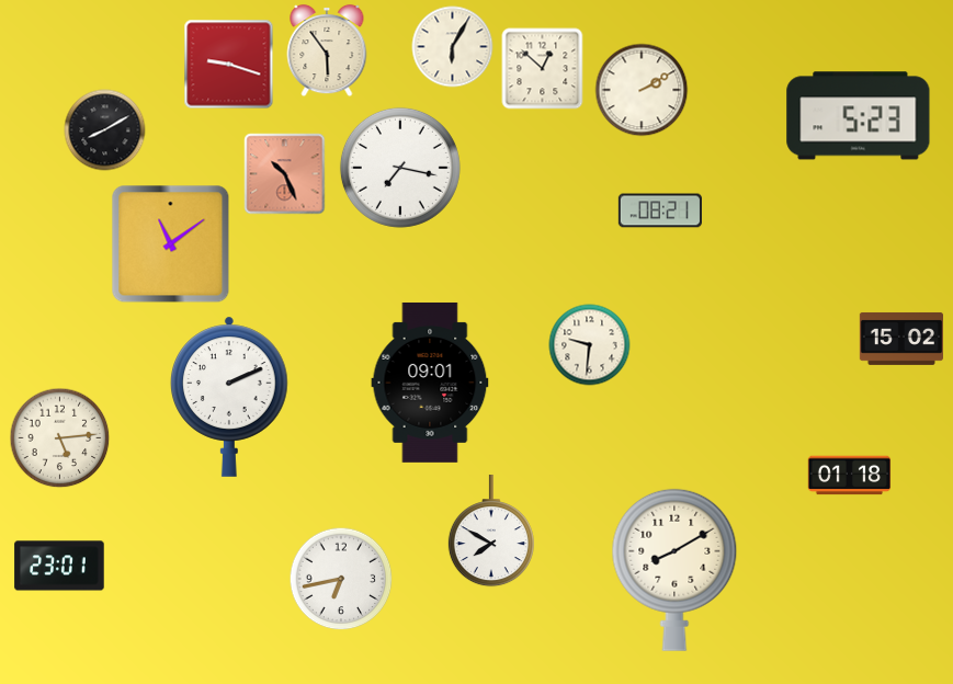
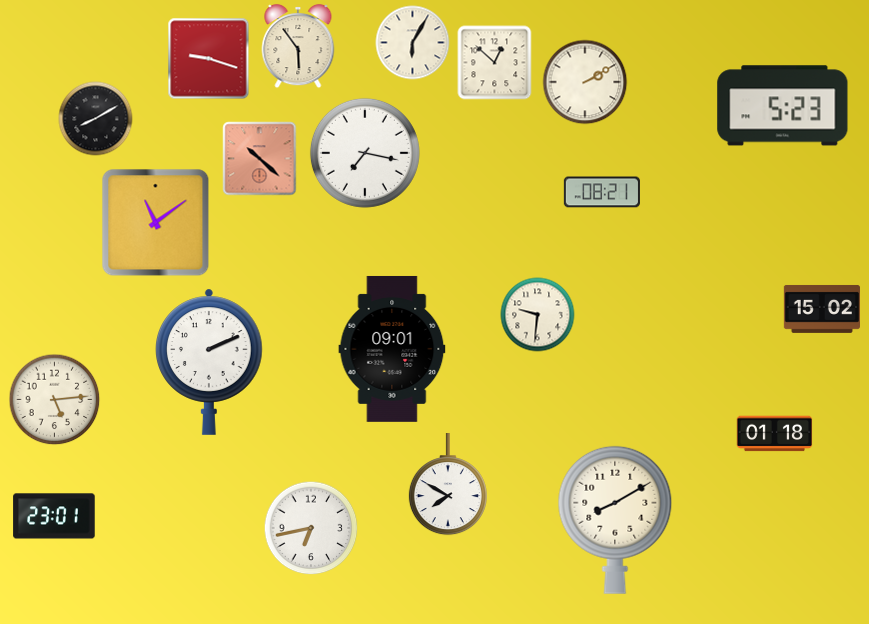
clock at (285, 174): 10:26 -> 10:22
